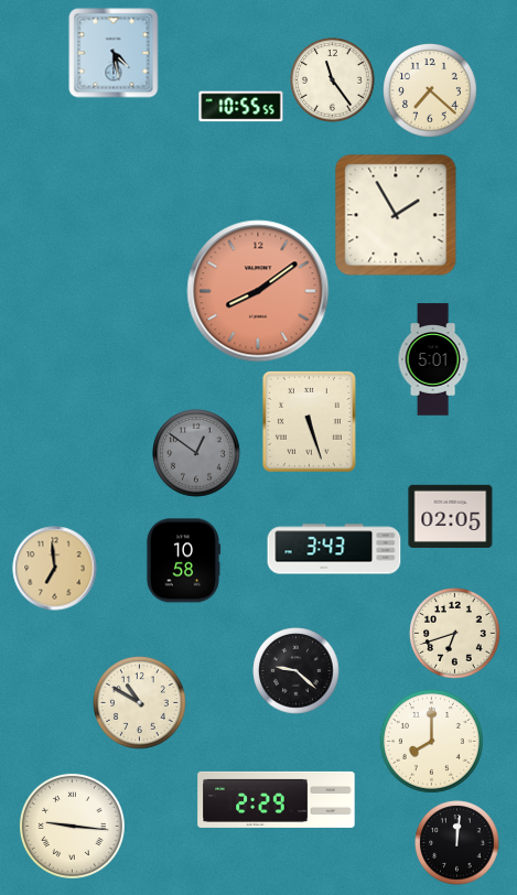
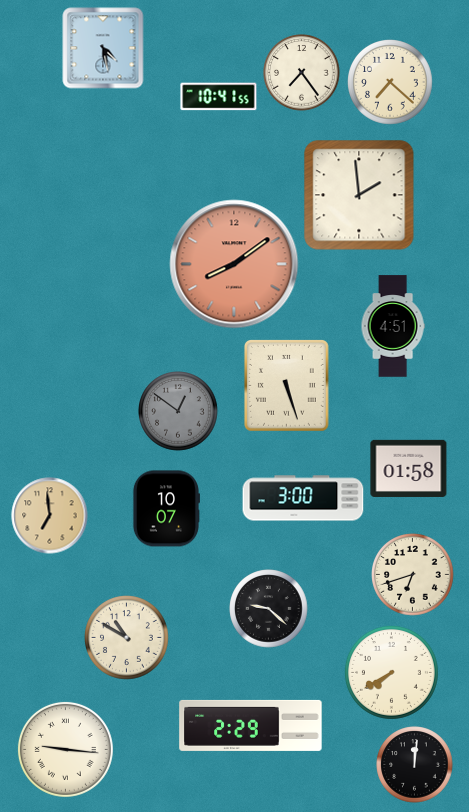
clock at (333, 80): 11:24 -> 7:24
clock at (241, 107): 10:55 -> 10:41
clock at (396, 215): 1:55 -> 1:59
clock at (433, 359): 5:01 -> 4:51
clock at (309, 421) position: (309, 421) -> (286, 385)
clock at (451, 516): 02:05 -> 01:58
clock at (334, 549): 3:43 -> 3:00
clock at (183, 561): 10:58 -> 10:07
clock at (431, 741): 8:00 -> 7:40
